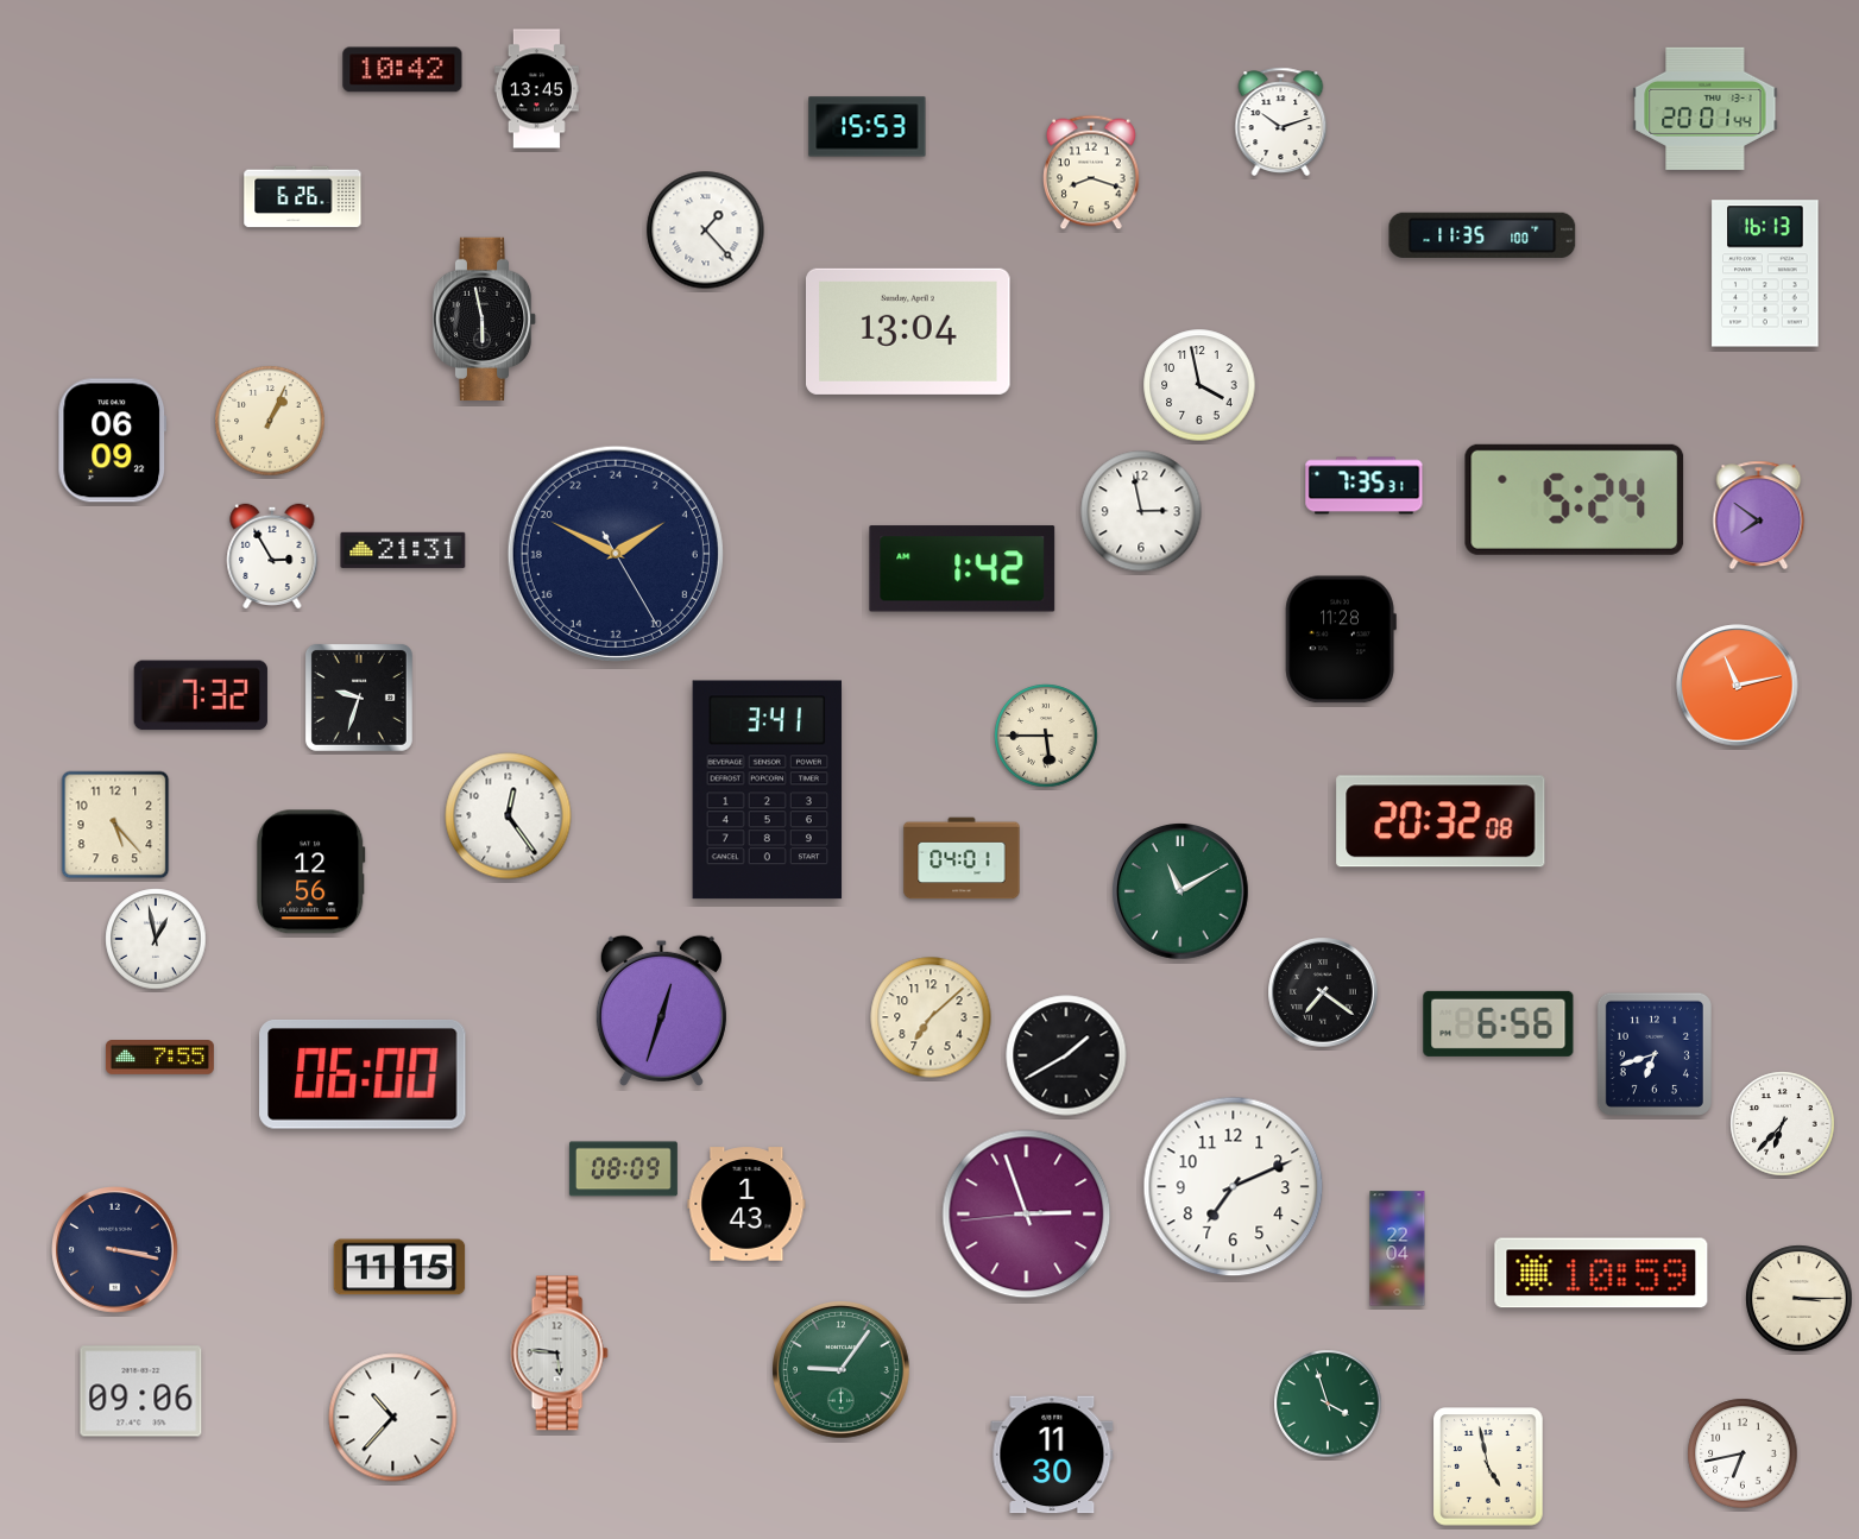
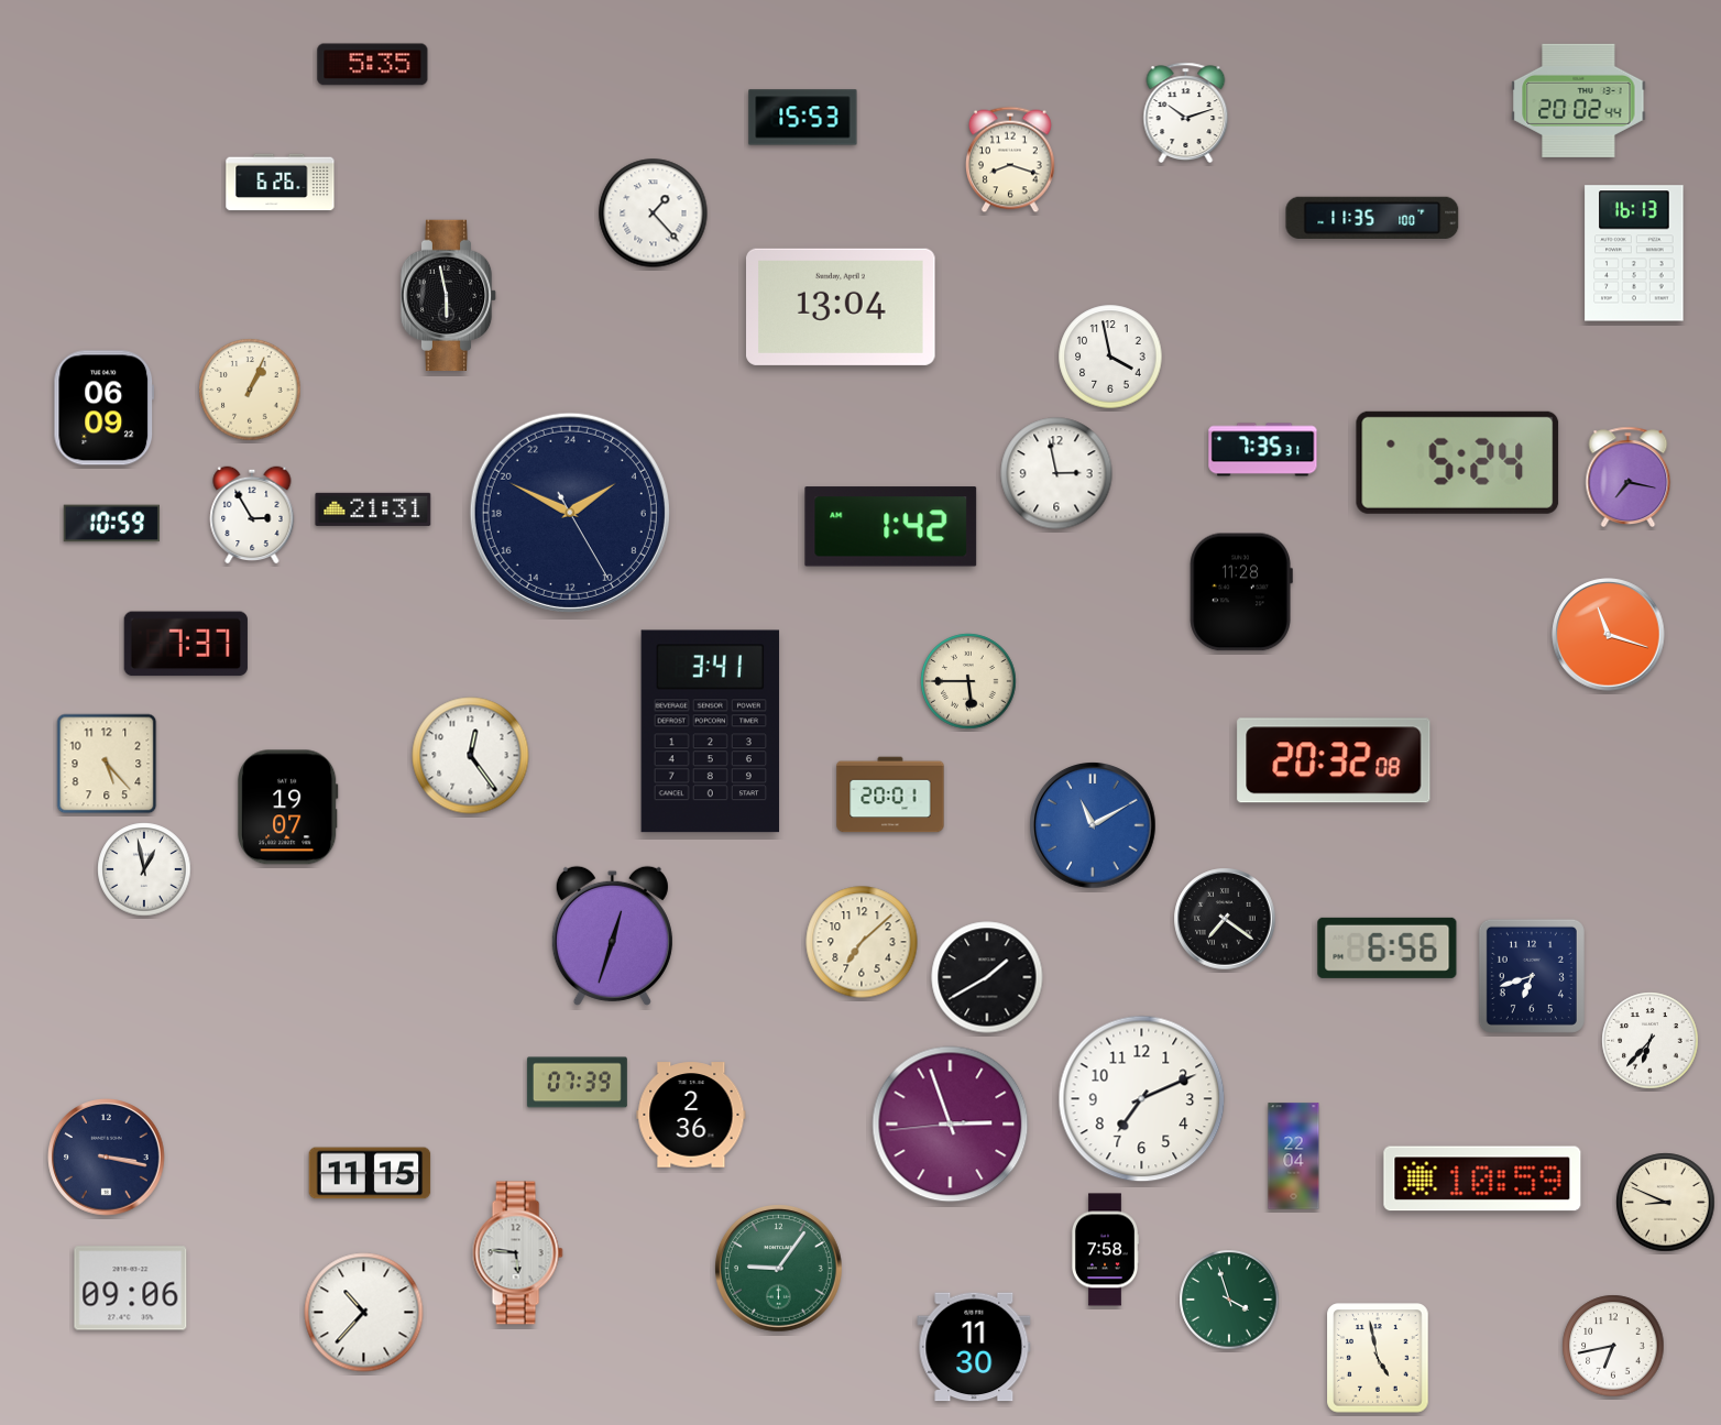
clock at (403, 70): 10:42 -> 5:35
clock at (536, 89): 13:45 -> none
clock at (1706, 108): 20:01 -> 20:02
clock at (1759, 516): 7:51 -> 7:17
clock at (111, 524): none -> 10:59
clock at (1738, 686): 11:13 -> 11:18
clock at (201, 695): 7:32 -> 7:37
clock at (359, 698): 9:33 -> none
clock at (962, 858): 04:01 -> 20:01
clock at (311, 872): 12:56 -> 19:07
clock at (1181, 893) dial: green -> blue
clock at (159, 1058): 7:55 -> none
clock at (363, 1074): 06:00 -> none
clock at (623, 1169): 08:09 -> 07:39
clock at (746, 1204): 1:43 -> 2:36
clock at (1800, 1299): 3:15 -> 8:49
clock at (1105, 1250): none -> 7:58
